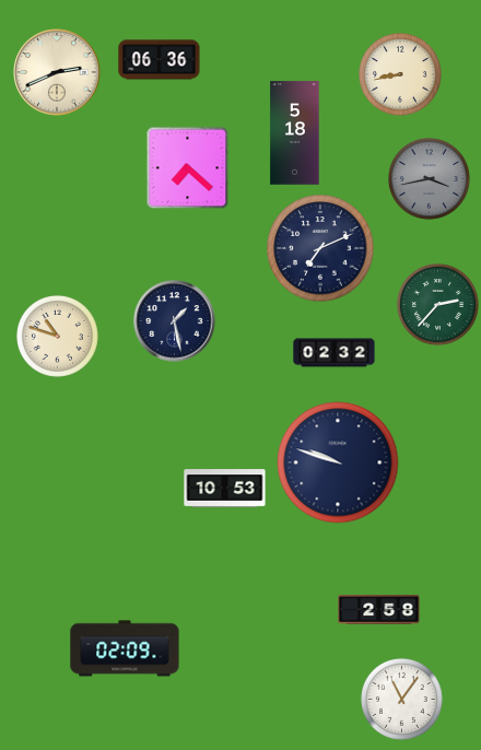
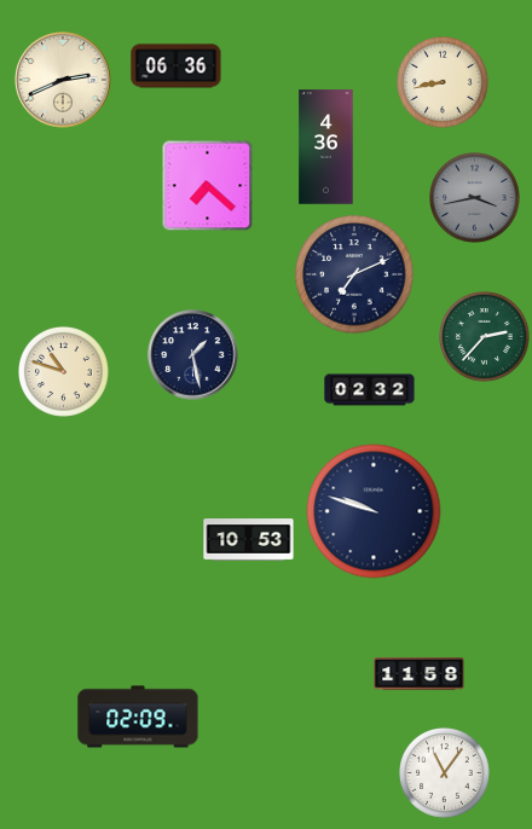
clock at (295, 133): 5:18 -> 4:36
clock at (379, 610): 2:58 -> 11:58
